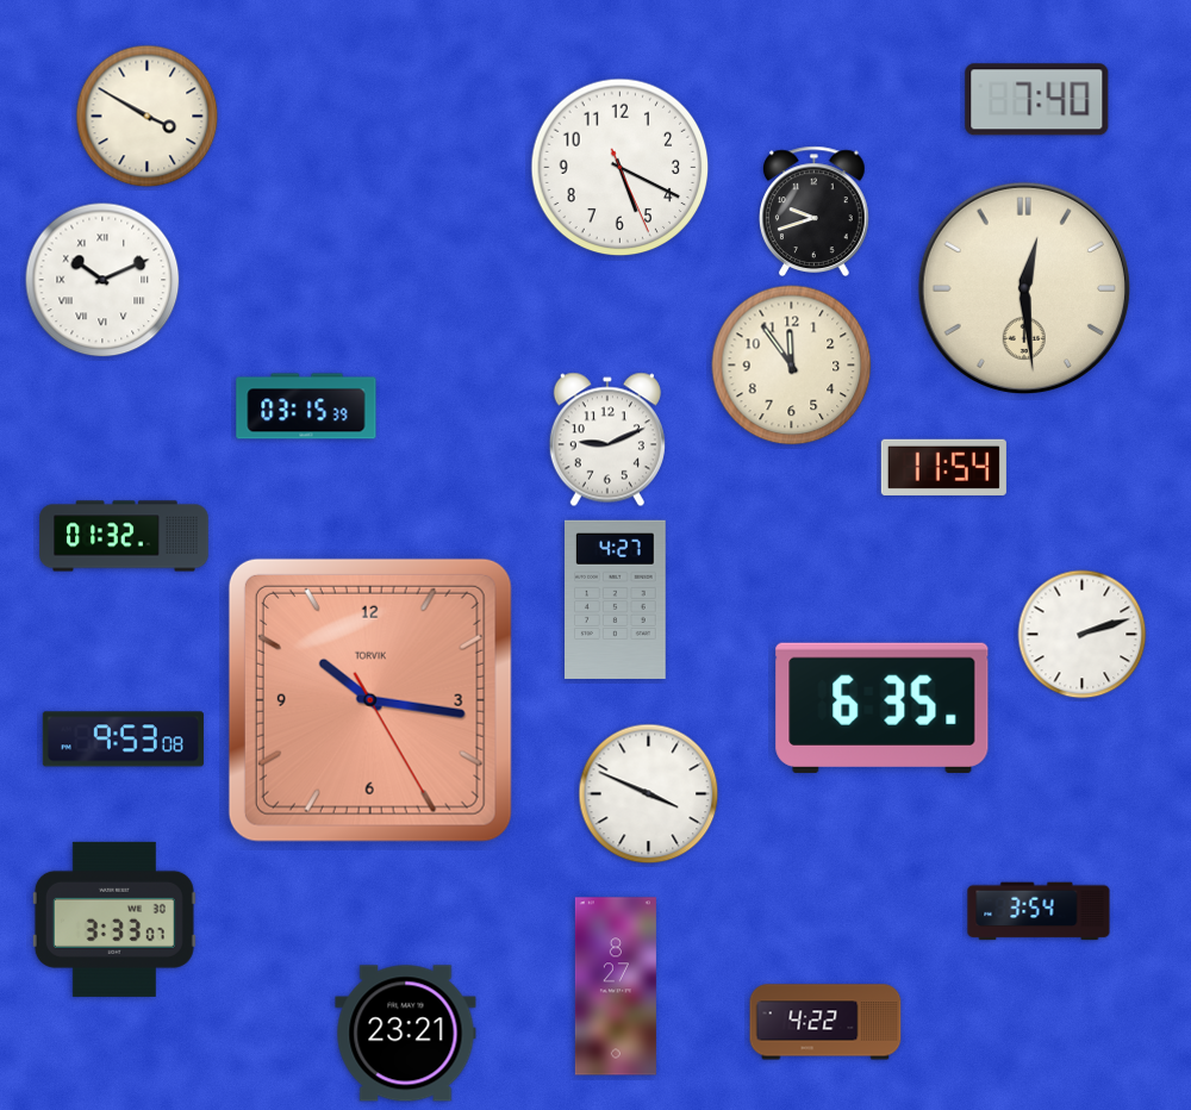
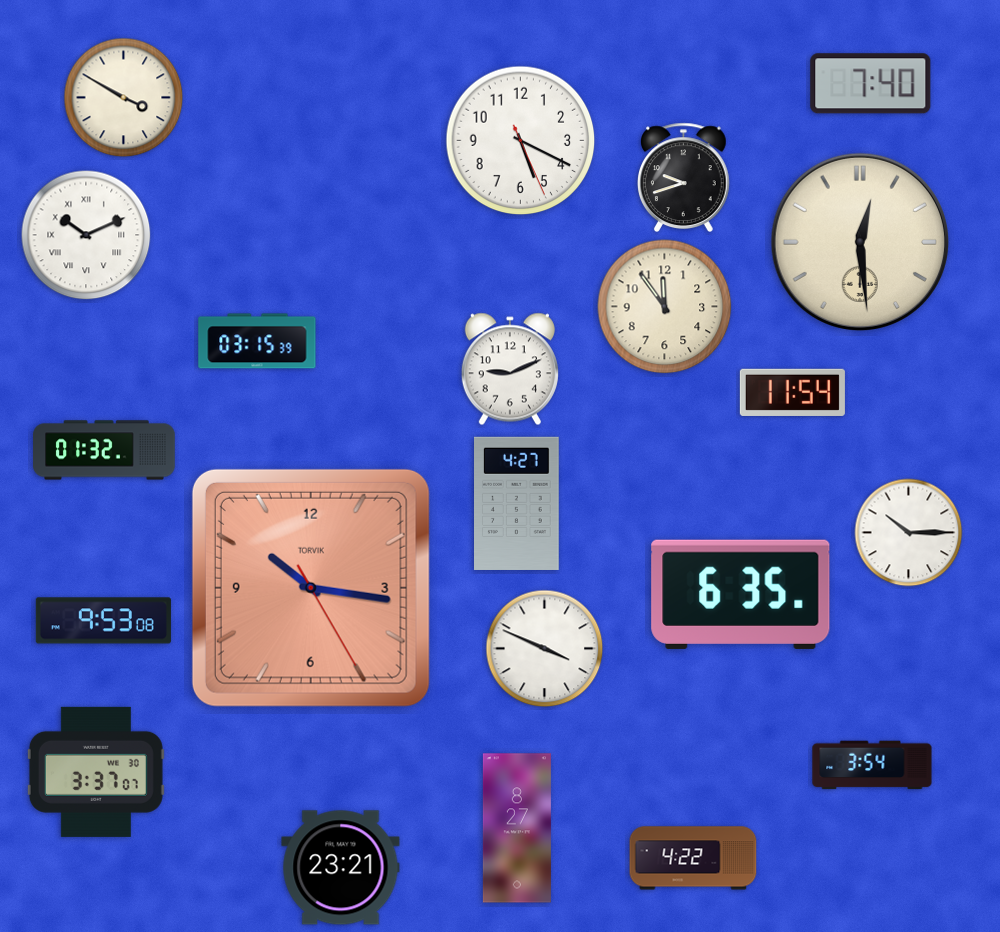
clock at (1083, 635): 2:12 -> 10:15
clock at (649, 794) position: (649, 794) -> (545, 649)
clock at (114, 919): 3:33 -> 3:37
